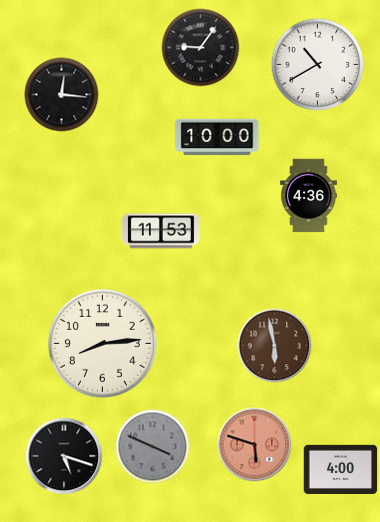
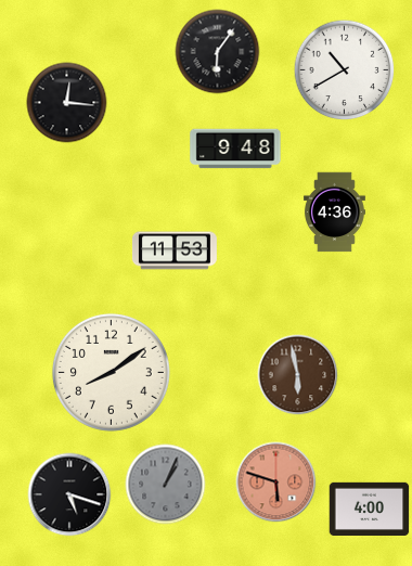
clock at (201, 48): 9:06 -> 6:06
clock at (217, 137): 10:00 -> 9:48
clock at (102, 343): 8:14 -> 8:09
clock at (153, 447): 3:49 -> 1:04
